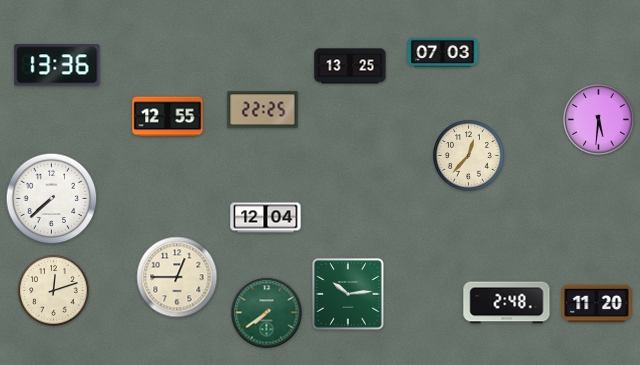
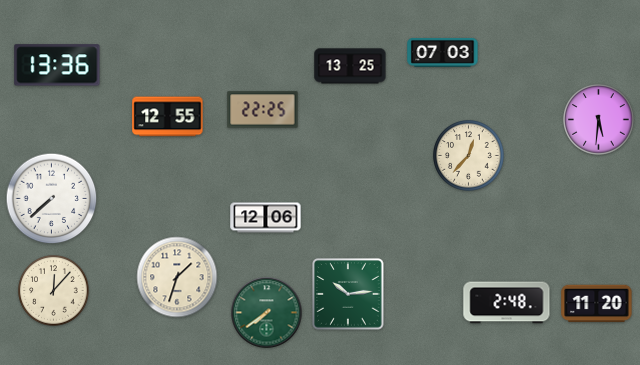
clock at (266, 218): 12:04 -> 12:06
clock at (177, 277): 12:45 -> 1:33
clock at (54, 291): 12:12 -> 12:07
